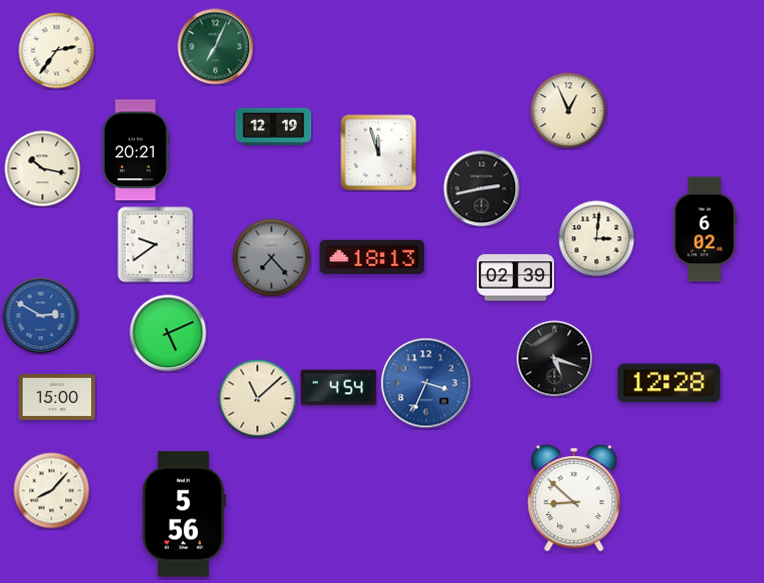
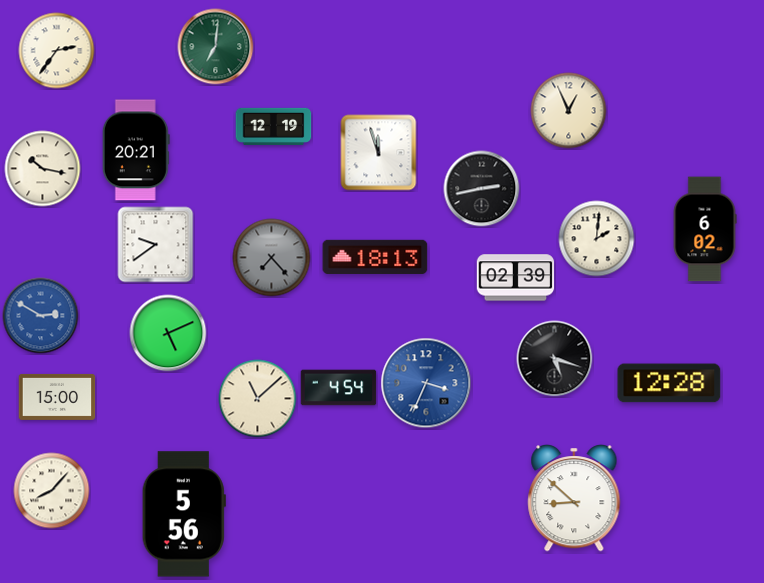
clock at (216, 47): 7:04 -> 7:01
clock at (597, 239): 3:01 -> 2:01
clock at (372, 257) position: (372, 257) -> (375, 257)
